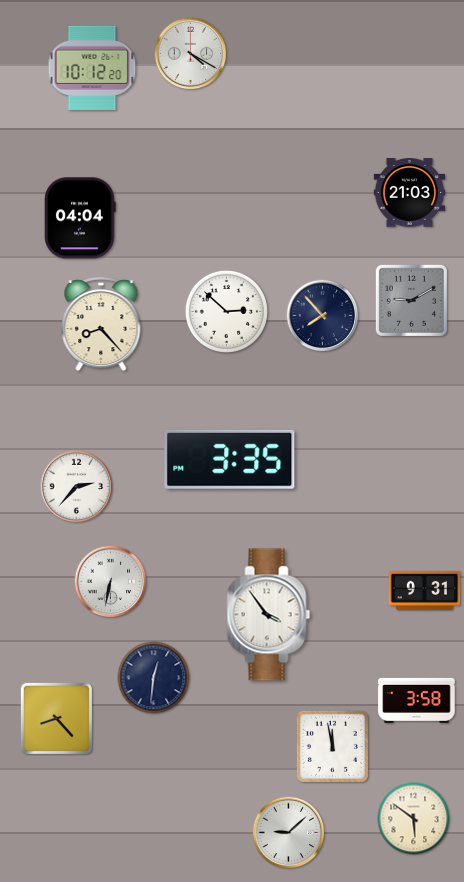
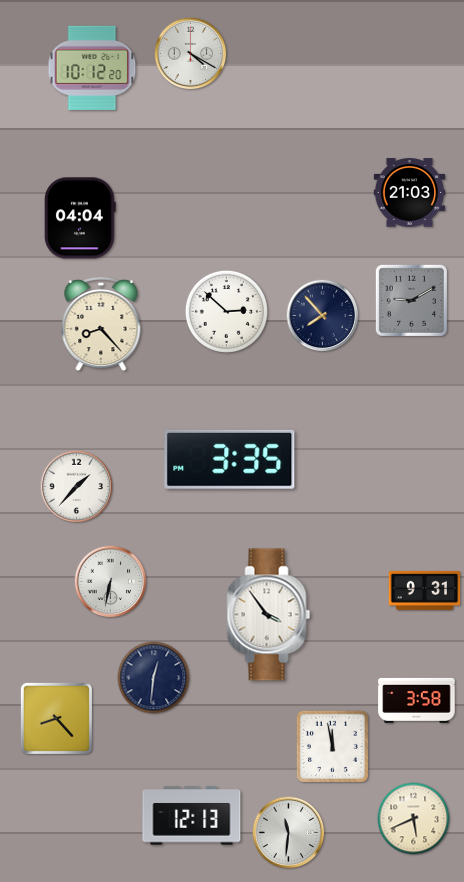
clock at (77, 487): 2:37 -> 1:37
clock at (192, 816): none -> 12:13
clock at (414, 819): 5:51 -> 5:41
clock at (289, 833): 9:08 -> 11:31
